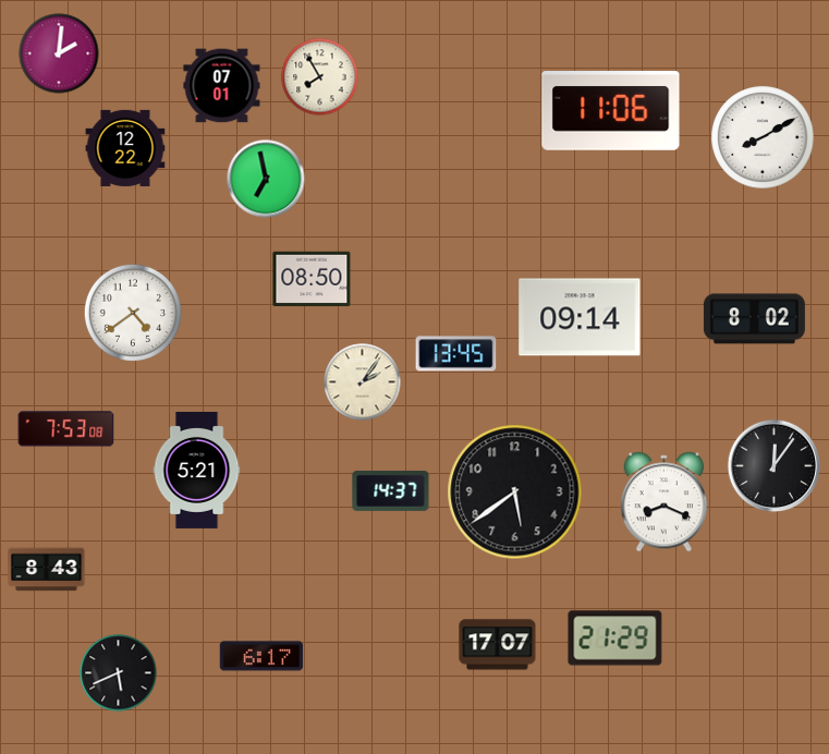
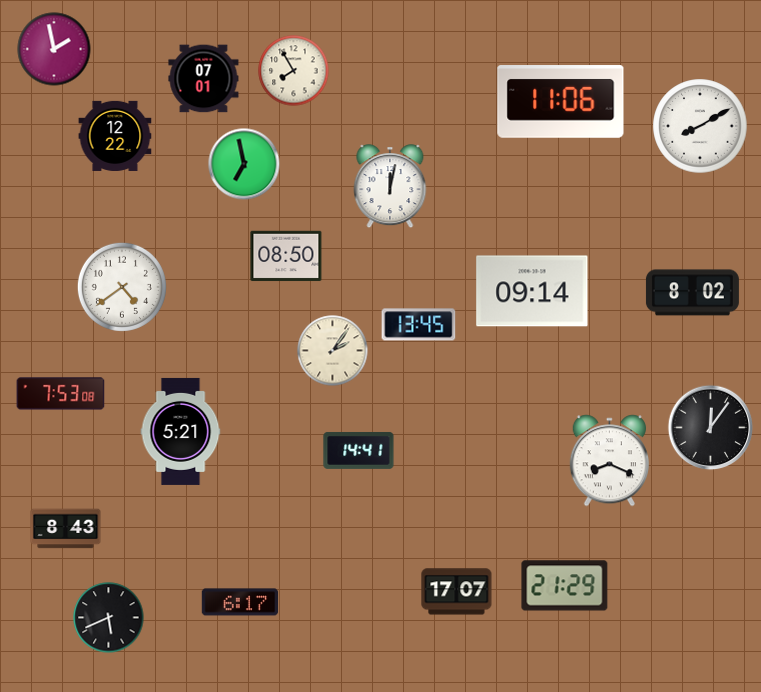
clock at (59, 53): 2:01 -> 1:58
clock at (390, 187): none -> 12:02
clock at (391, 491): 14:37 -> 14:41
clock at (515, 492): 5:39 -> none
clock at (47, 570) position: (47, 570) -> (66, 529)
